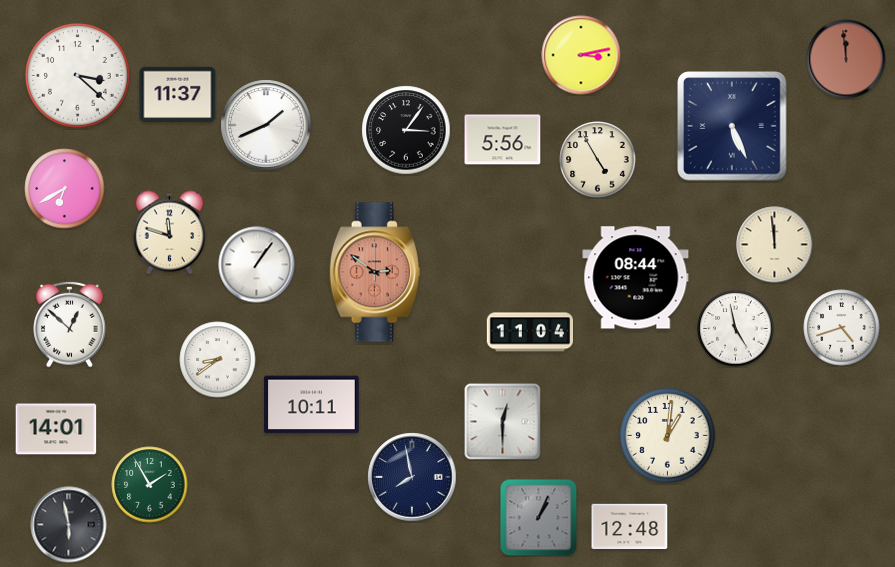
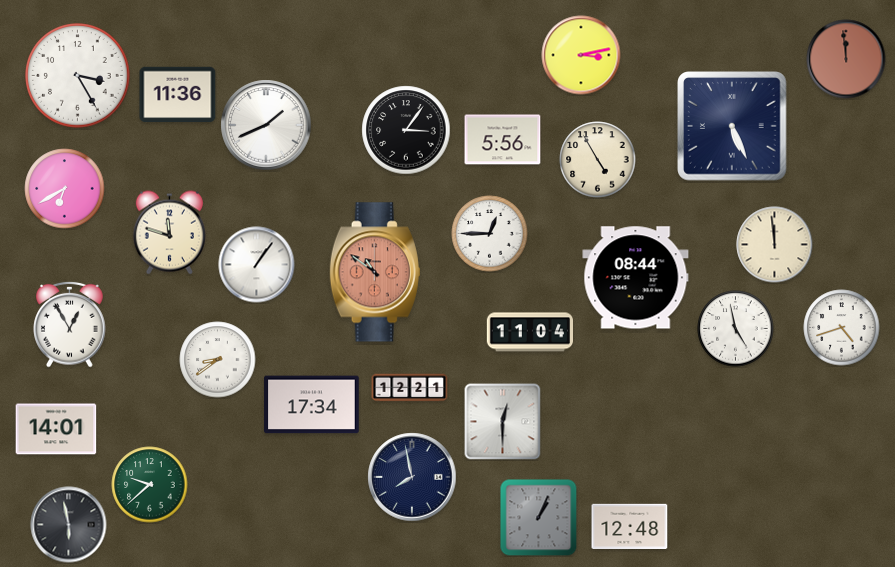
clock at (78, 76): 3:22 -> 3:25
clock at (178, 95): 11:37 -> 11:36
clock at (490, 234): none -> 12:45
clock at (375, 272): 2:51 -> 10:51
clock at (70, 324): 12:52 -> 12:55
clock at (410, 388): none -> 12:21
clock at (312, 405): 10:11 -> 17:34
clock at (668, 436): 1:01 -> none
clock at (150, 485): 1:55 -> 9:38
